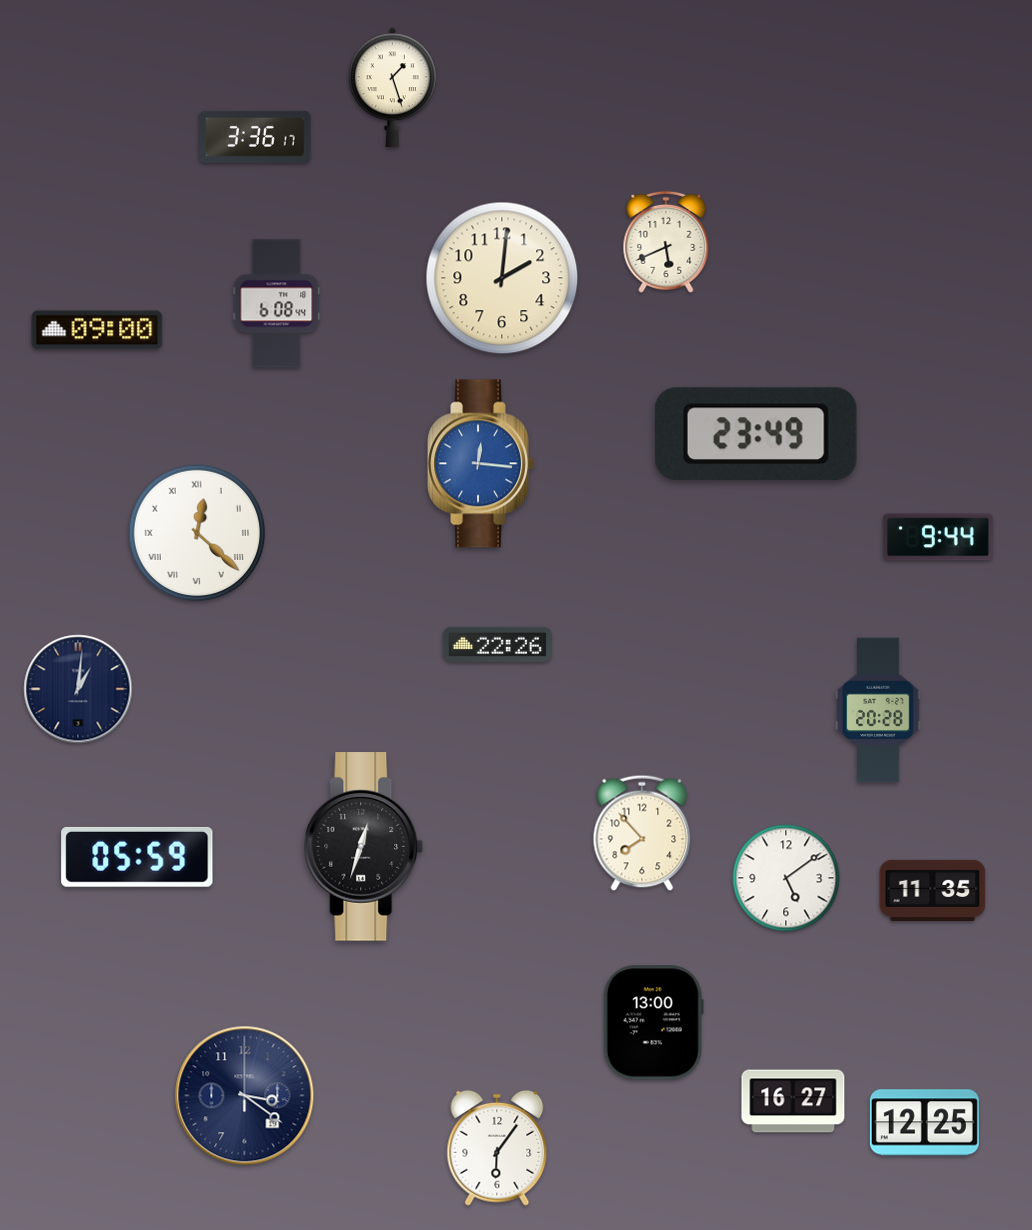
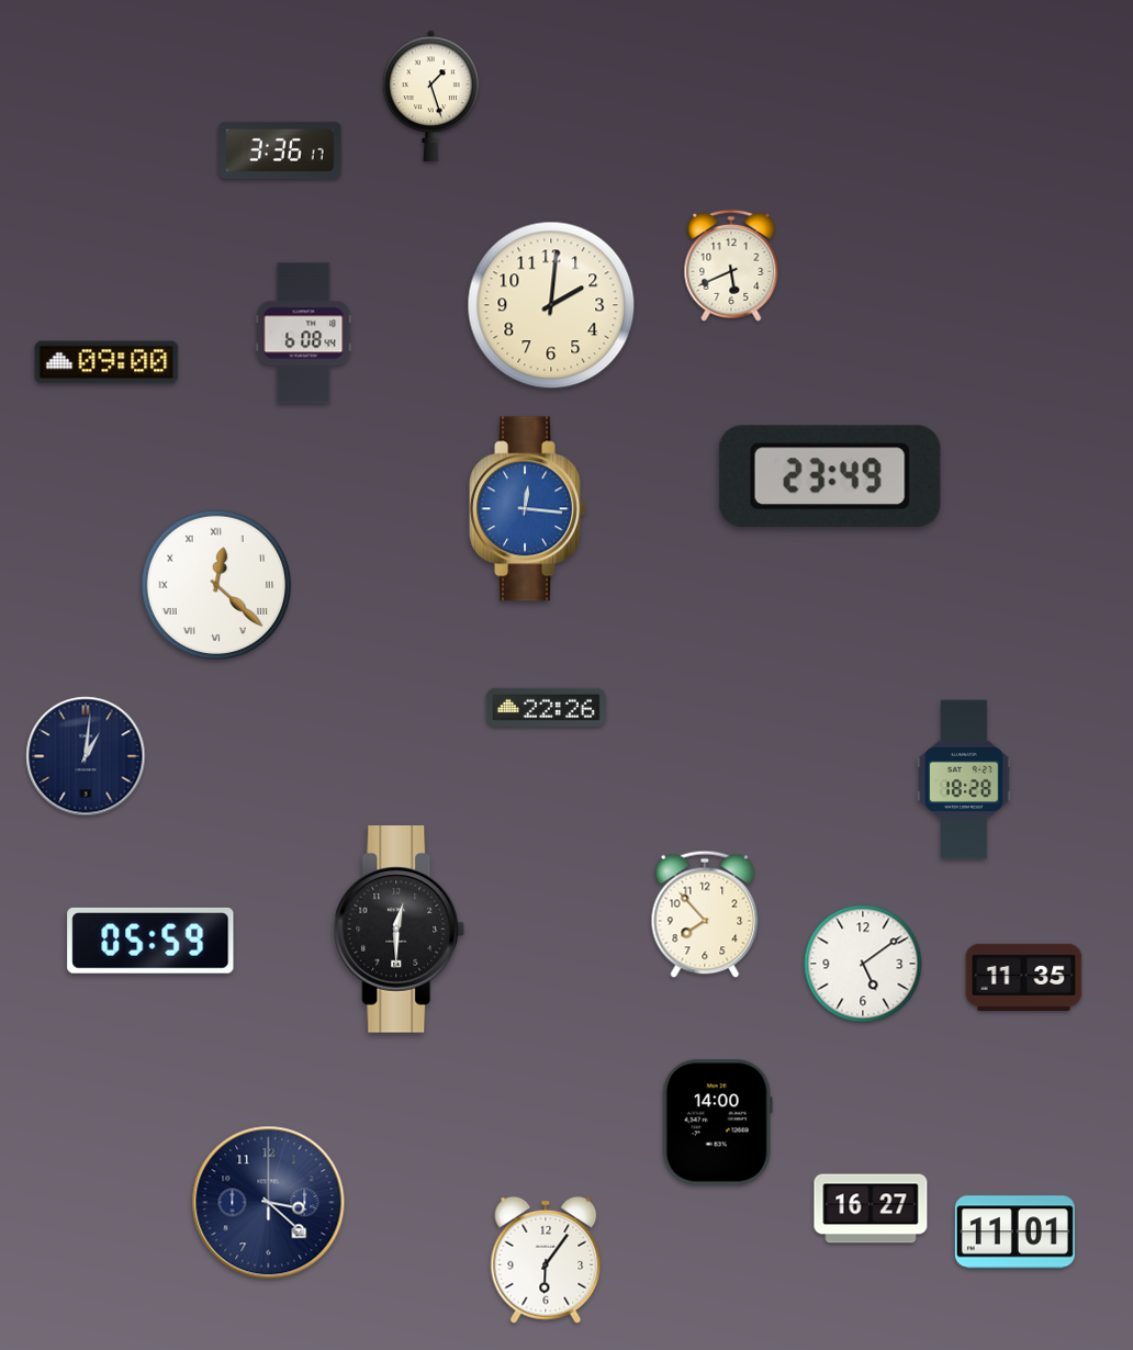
clock at (938, 537): 9:44 -> none
clock at (878, 710): 20:28 -> 18:28
clock at (364, 847): 12:33 -> 12:30
clock at (653, 1023): 13:00 -> 14:00
clock at (245, 1096): 3:21 -> 3:22
clock at (924, 1123): 12:25 -> 11:01
